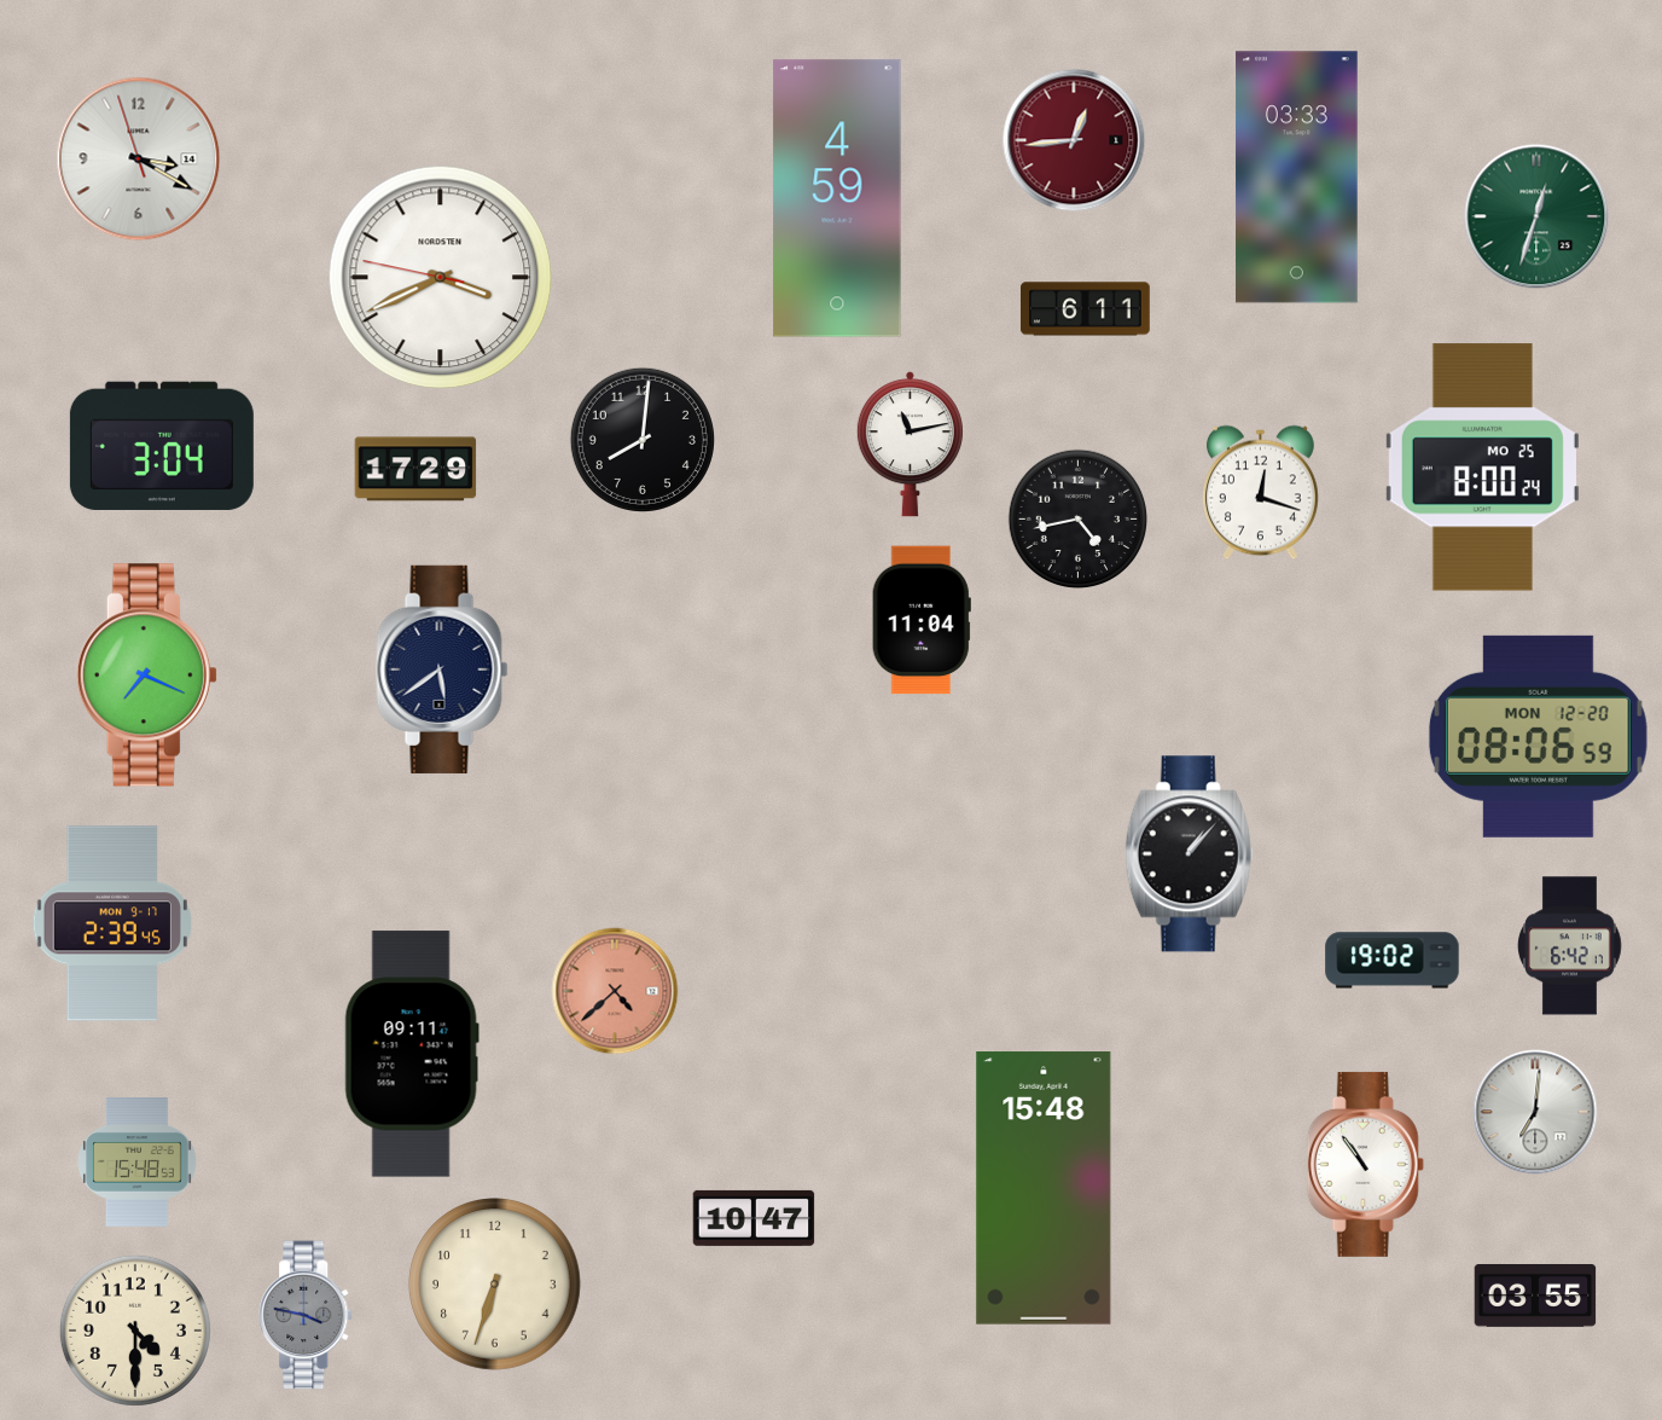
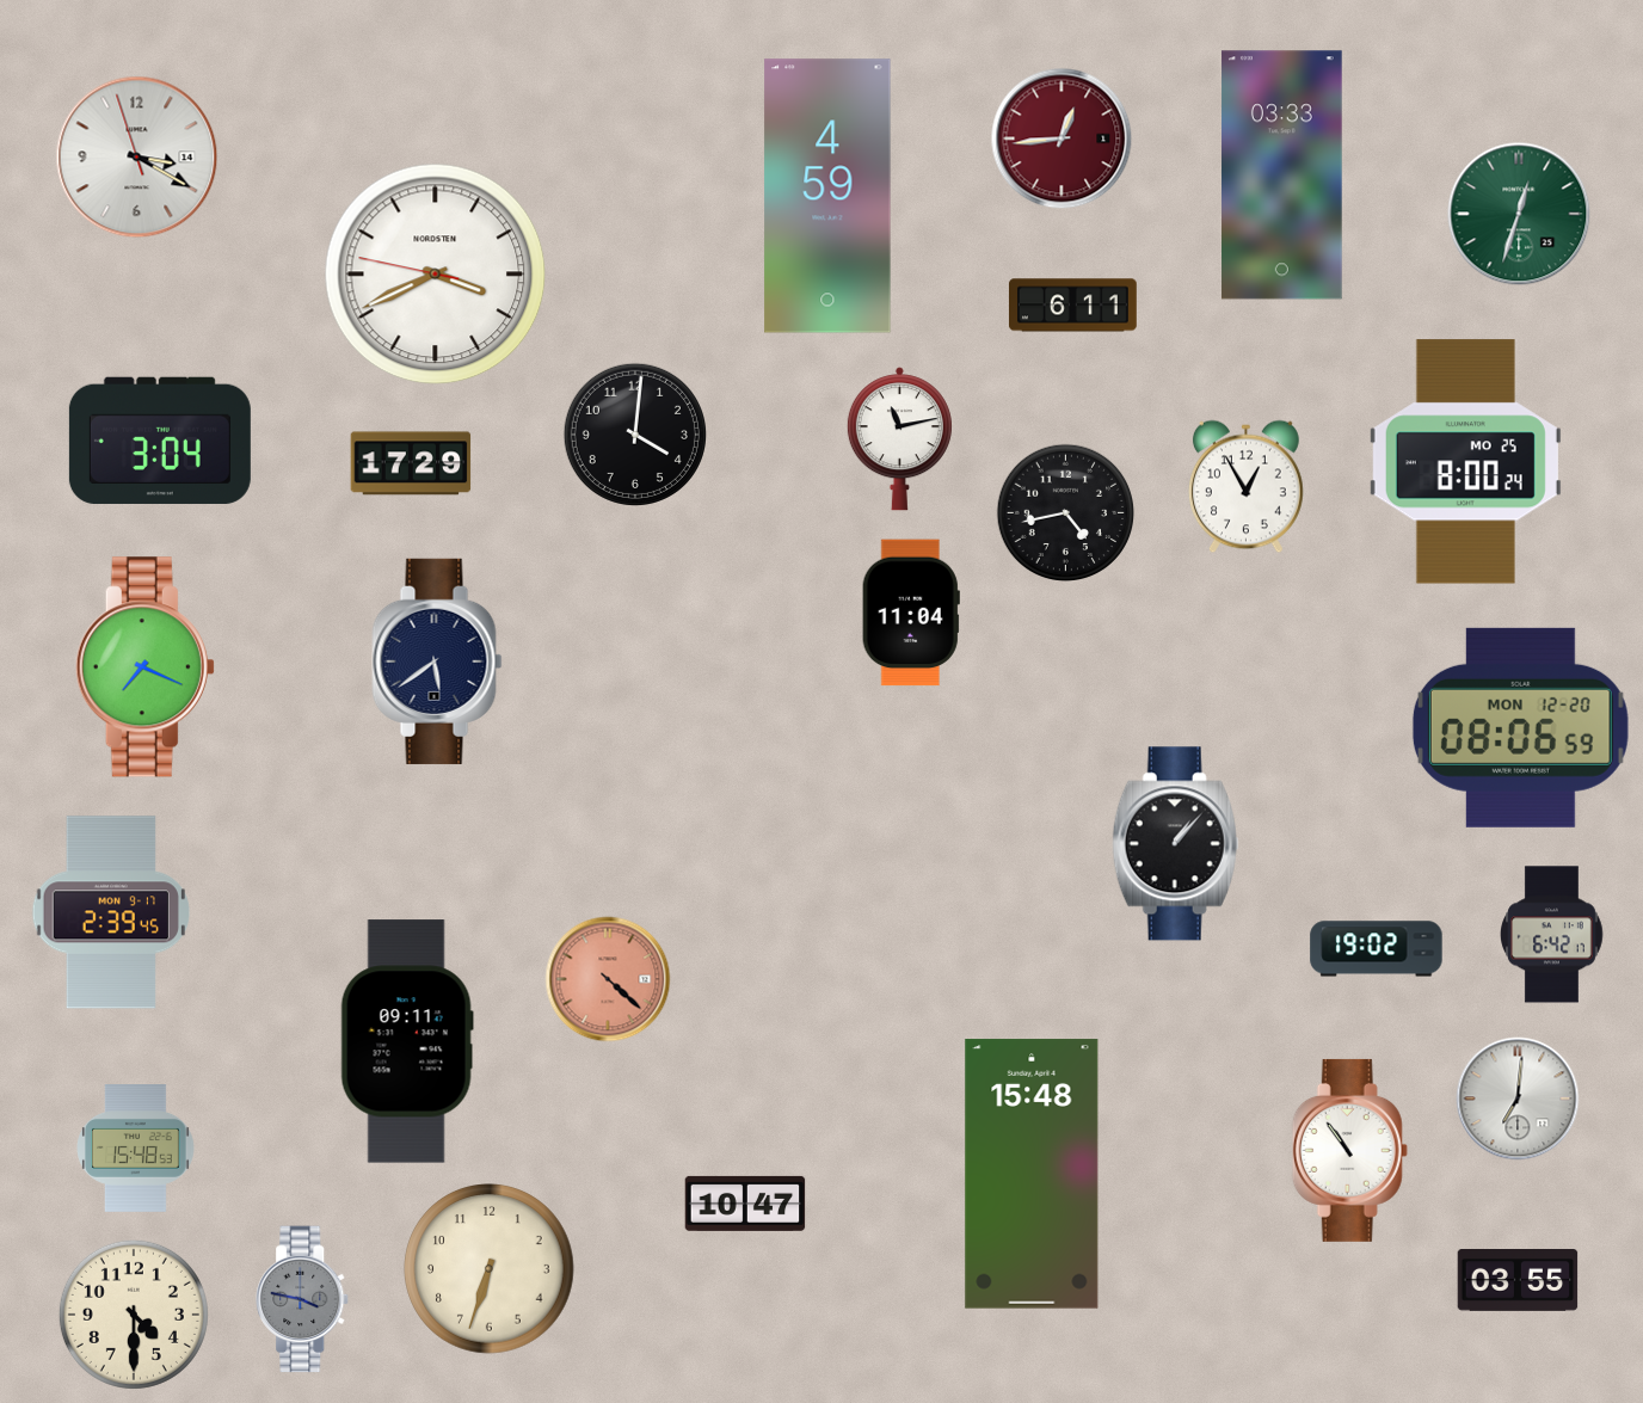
clock at (643, 440): 8:01 -> 4:01
clock at (1260, 493): 12:18 -> 12:55
clock at (615, 991): 4:38 -> 4:22
